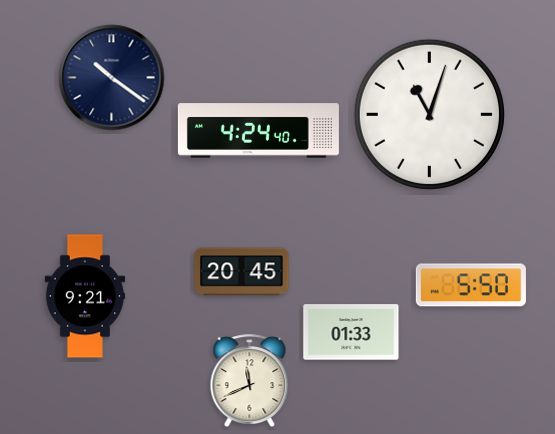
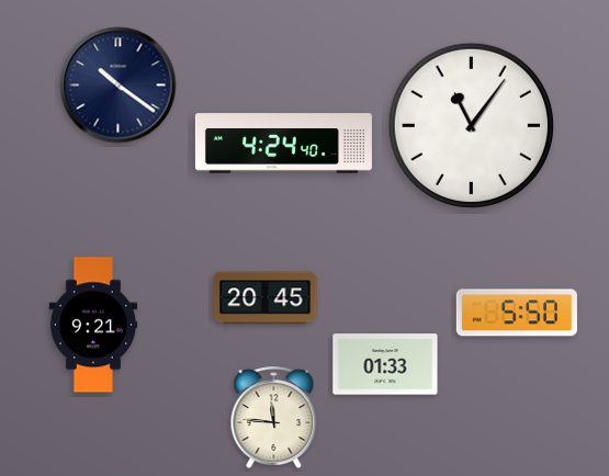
clock at (112, 78) position: (112, 78) -> (119, 86)
clock at (429, 114): 11:03 -> 11:06
clock at (250, 380): 11:41 -> 11:46
